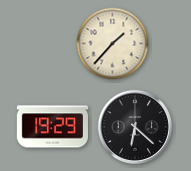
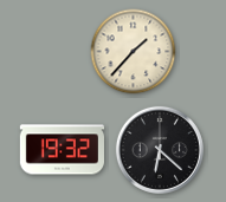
clock at (52, 127): 19:29 -> 19:32
